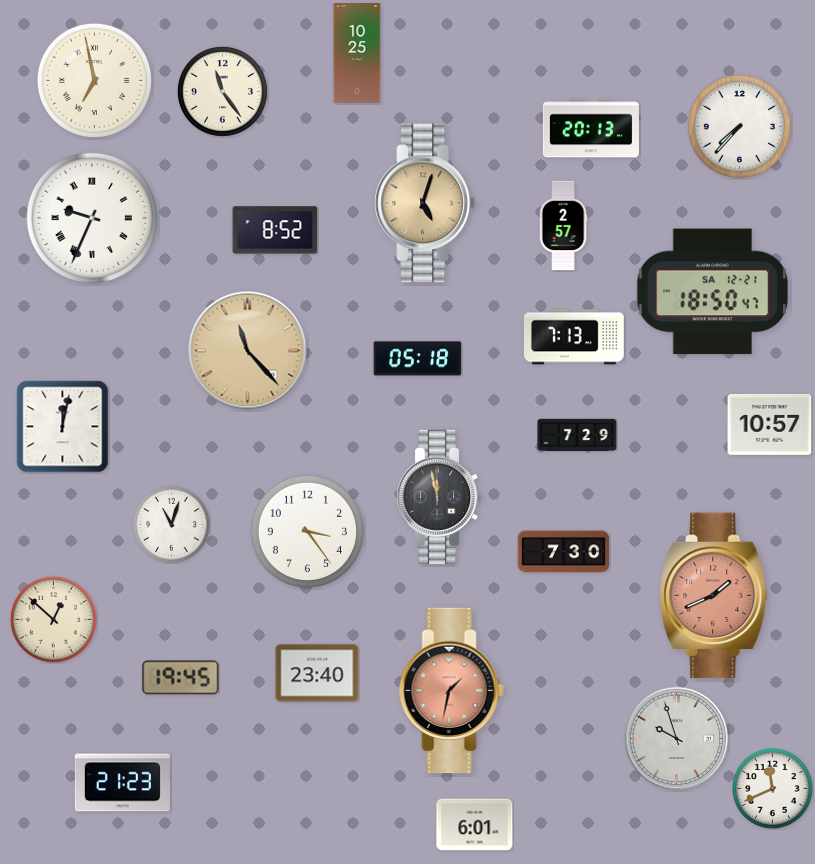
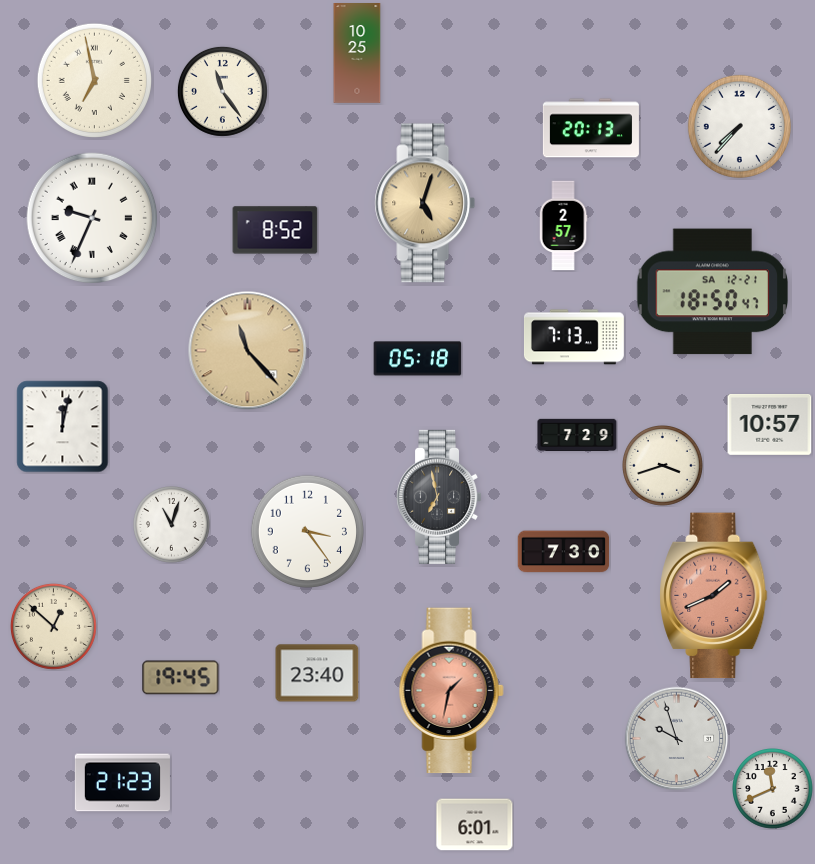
clock at (663, 466): none -> 3:42
clock at (440, 497): 11:58 -> 6:58
clock at (53, 619) position: (53, 619) -> (53, 626)
